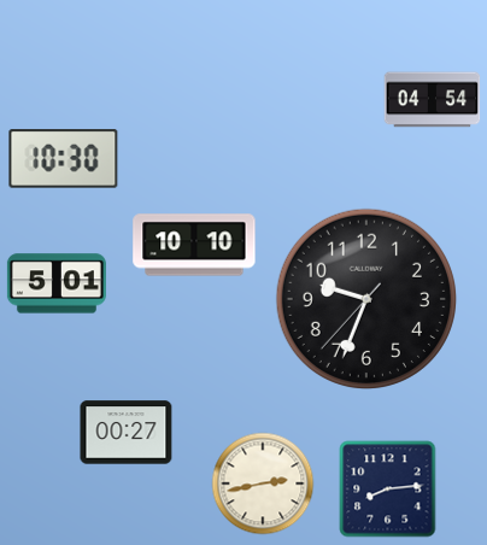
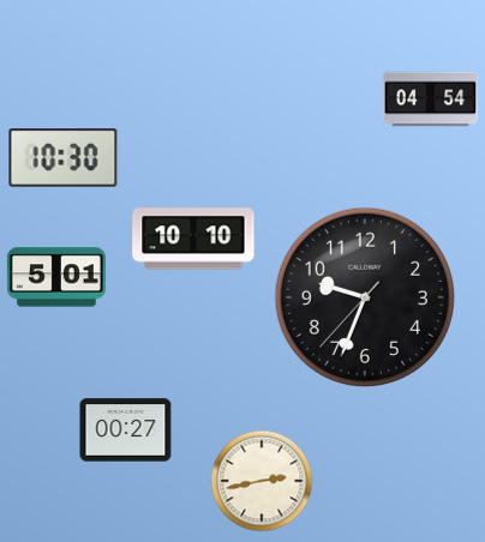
clock at (194, 245) position: (194, 245) -> (193, 239)
clock at (57, 283) position: (57, 283) -> (56, 277)
clock at (388, 490): 8:14 -> none
